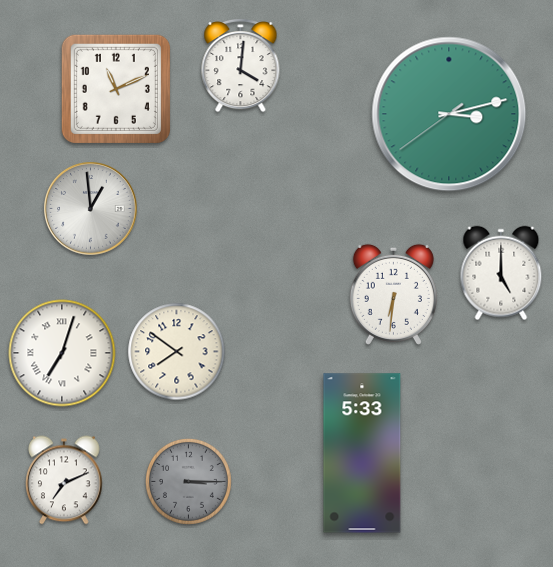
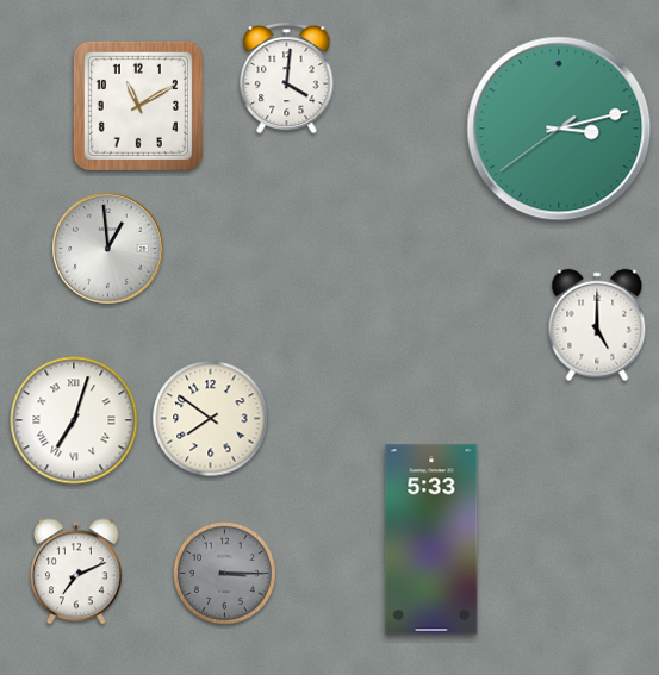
clock at (116, 89): 11:11 -> 11:10
clock at (449, 114) position: (449, 114) -> (559, 129)
clock at (393, 294): 6:31 -> none
